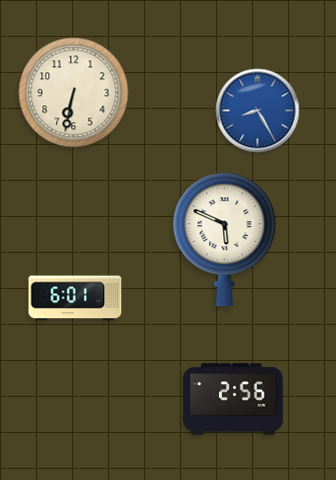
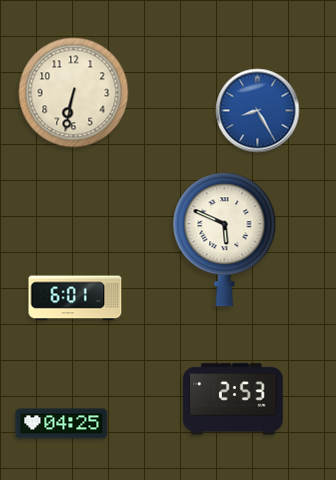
clock at (233, 399): 2:56 -> 2:53
clock at (62, 424): none -> 04:25
